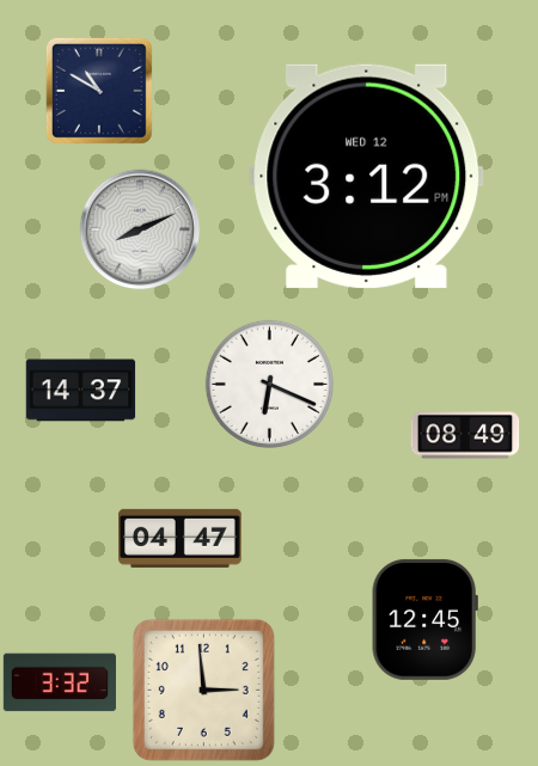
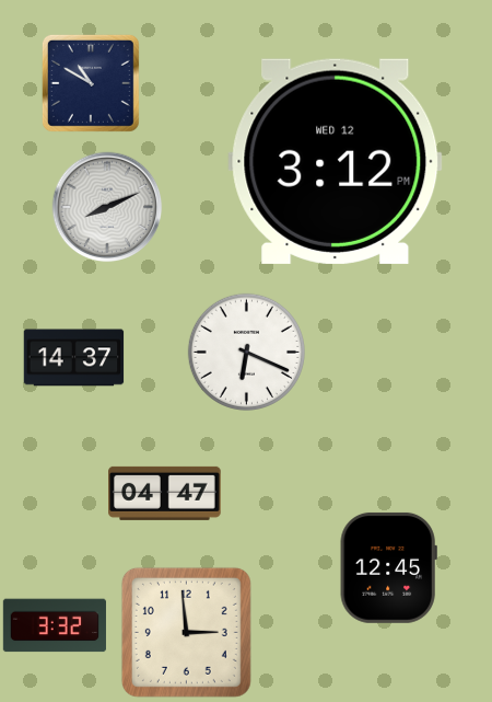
clock at (140, 229) position: (140, 229) -> (107, 207)
clock at (465, 435): 08:49 -> none
